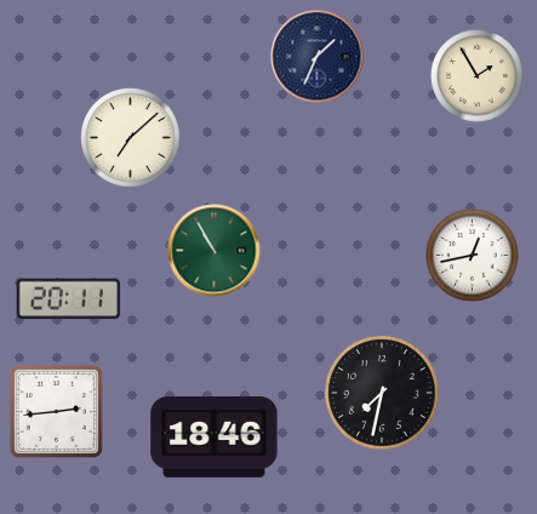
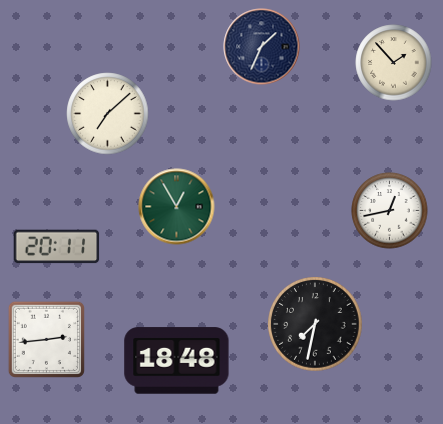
clock at (478, 76): 1:55 -> 1:53
clock at (215, 251): 10:55 -> 12:55
clock at (215, 438): 18:46 -> 18:48
